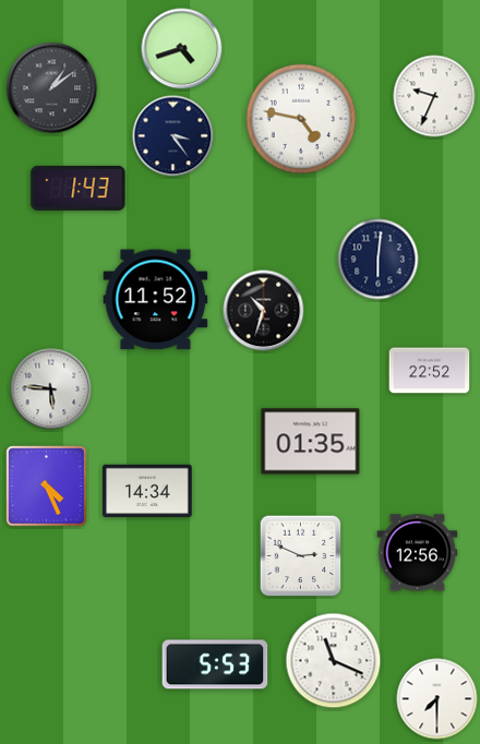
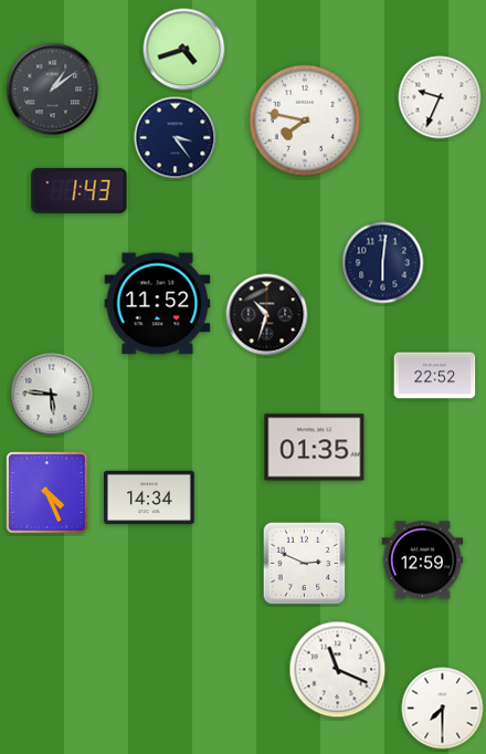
clock at (301, 119): 4:47 -> 7:47
clock at (418, 553): 12:56 -> 12:59
clock at (215, 664): 5:53 -> none
